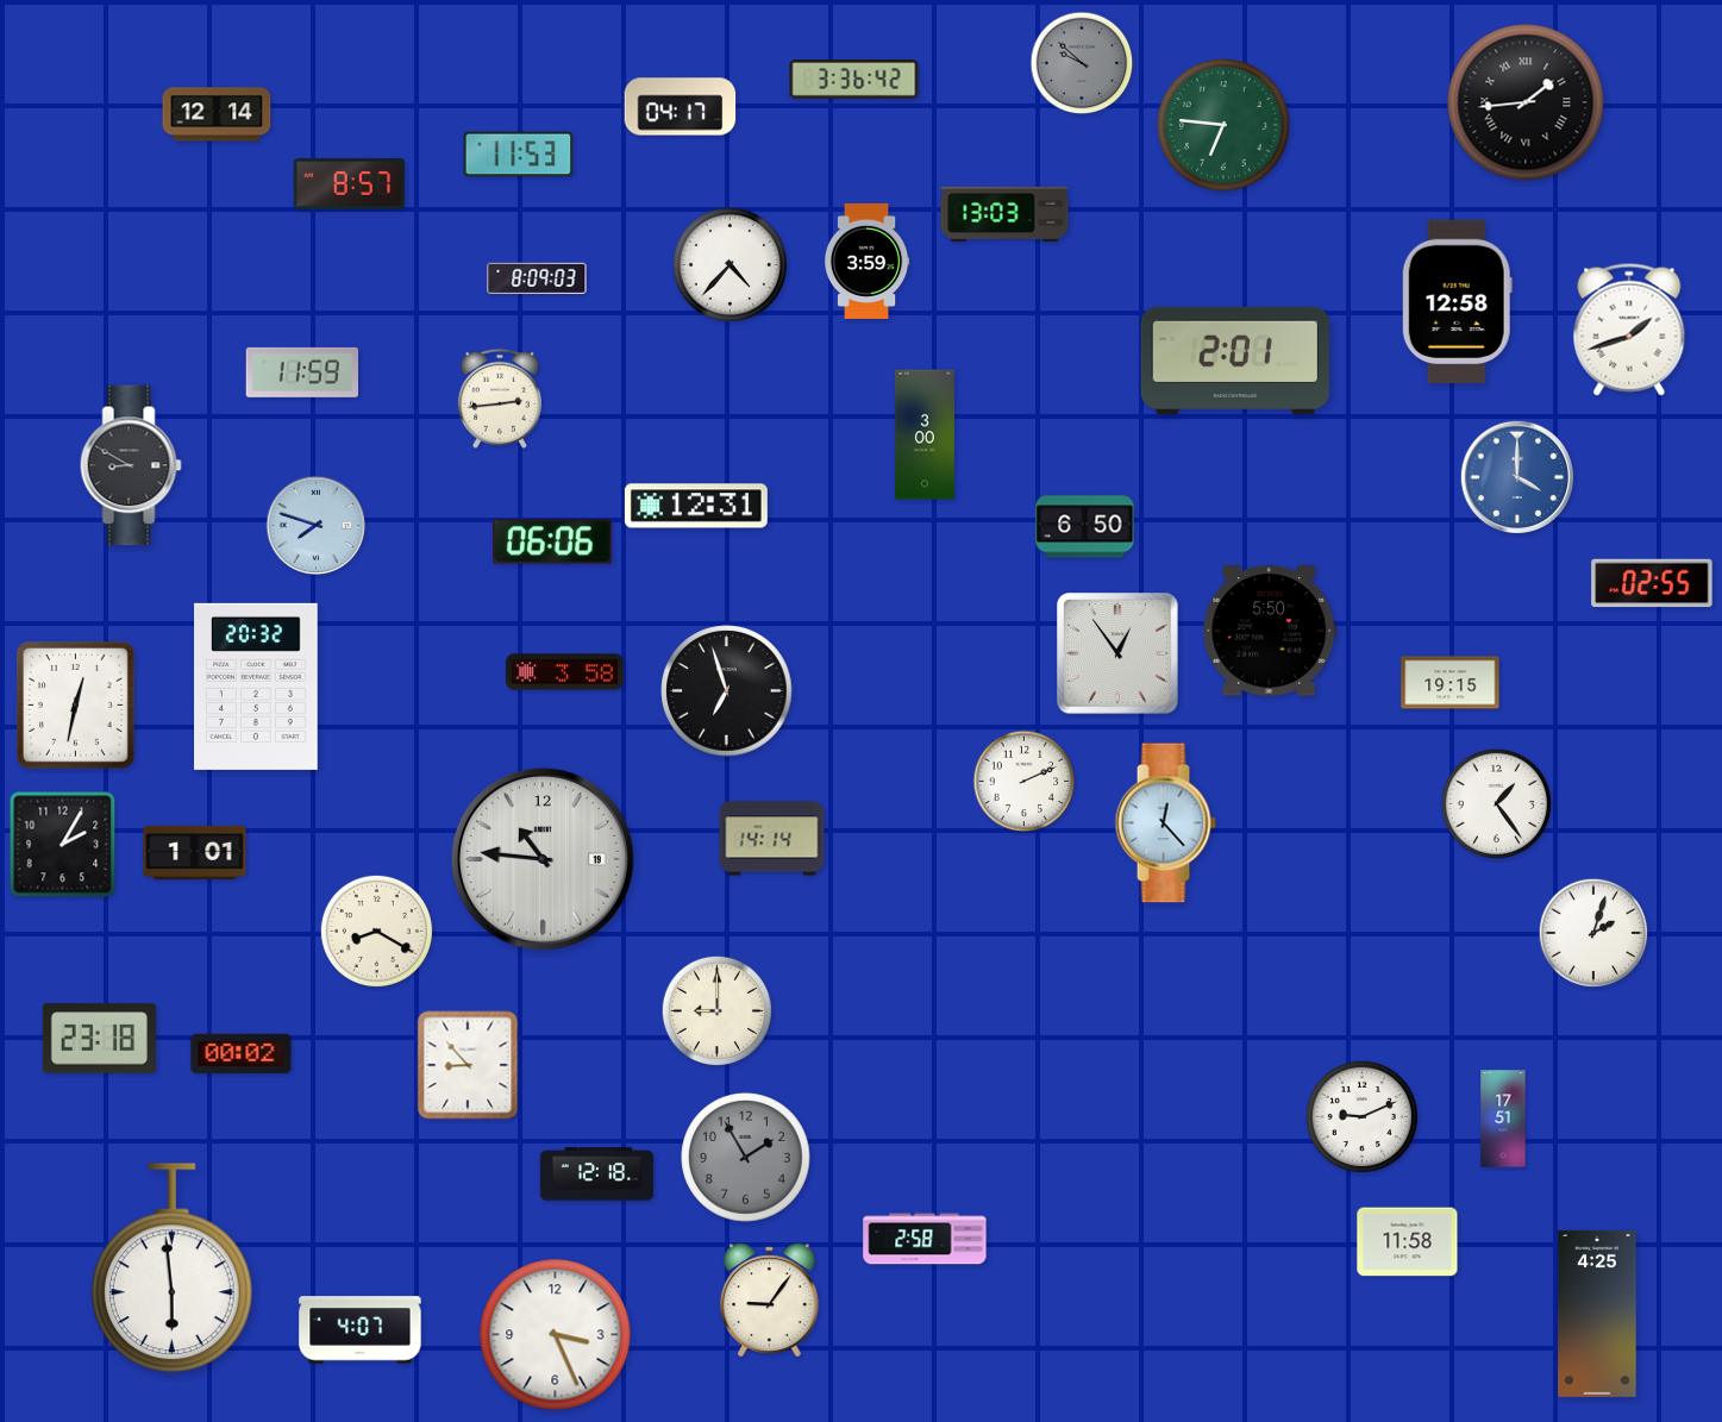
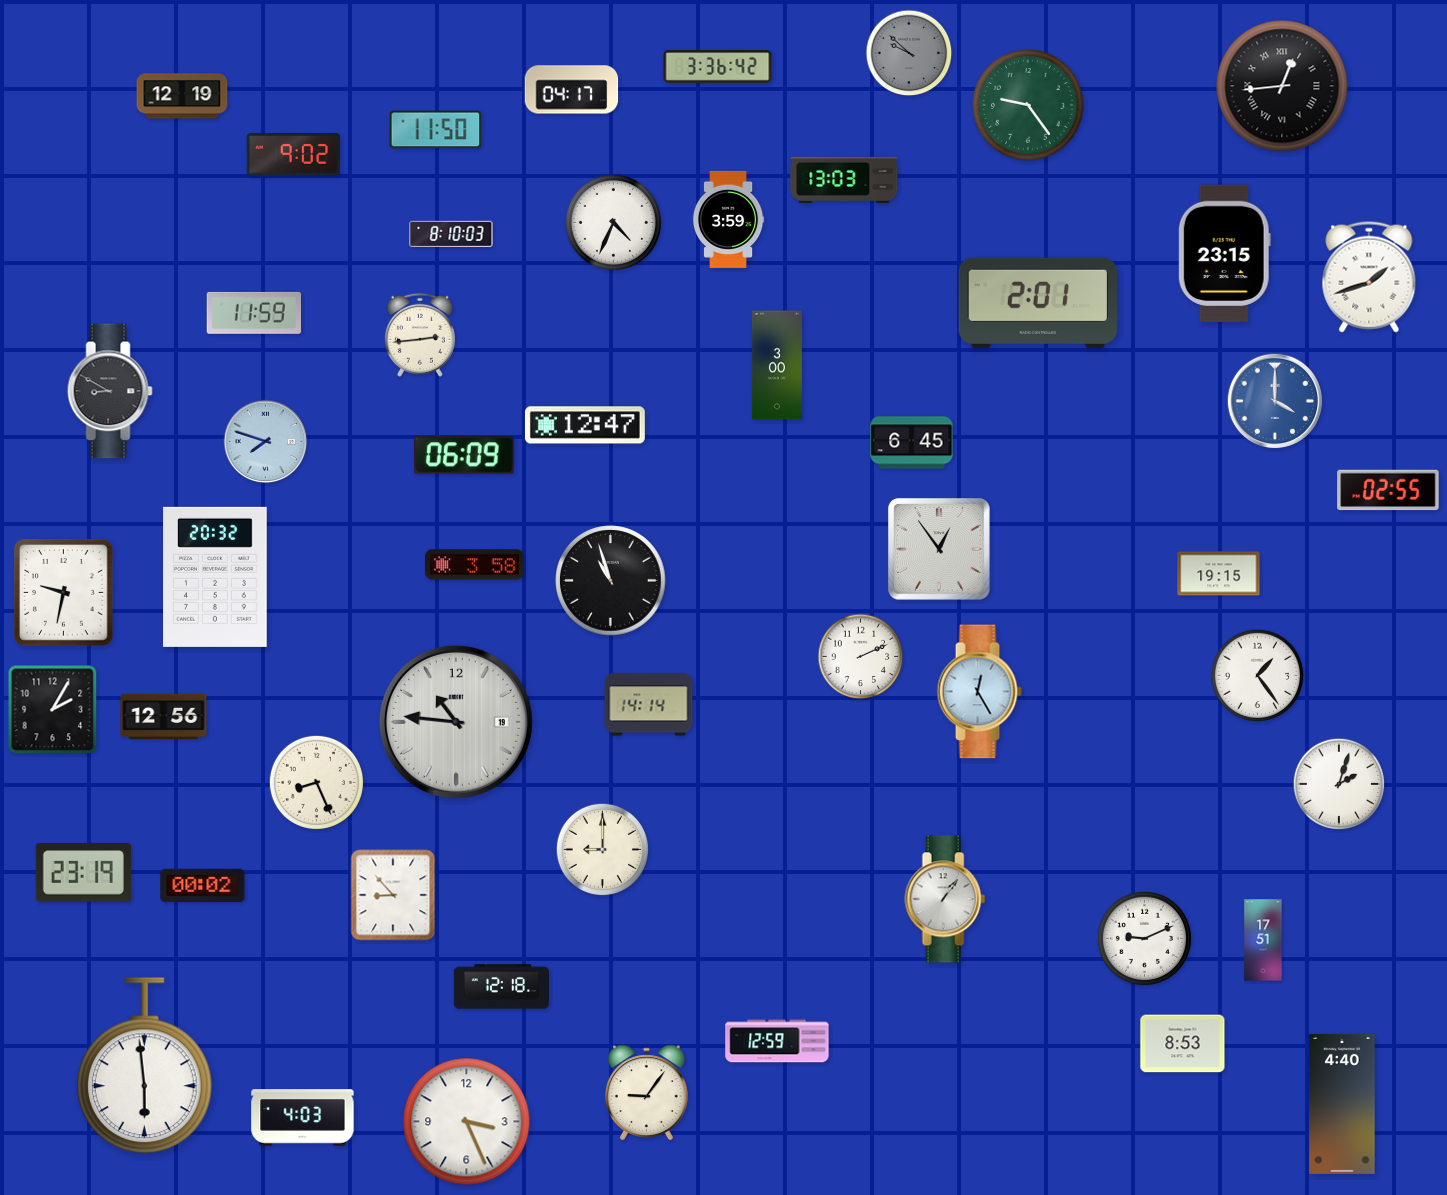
clock at (1526, 102): 1:44 -> 12:44
clock at (217, 114): 12:14 -> 12:19
clock at (1223, 125): 6:46 -> 9:24
clock at (519, 155): 11:53 -> 11:50
clock at (350, 184): 8:57 -> 9:02
clock at (729, 264): 4:37 -> 4:34
clock at (537, 278): 8:09 -> 8:10
clock at (1457, 301): 12:58 -> 23:15
clock at (696, 506): 12:31 -> 12:47
clock at (1085, 527): 6:50 -> 6:45
clock at (552, 541): 06:06 -> 06:09
clock at (1270, 631): 5:50 -> none
clock at (727, 691): 6:57 -> 10:57
clock at (76, 706): 12:32 -> 9:32
clock at (1165, 823): 12:23 -> 12:25
clock at (195, 852): 1:01 -> 12:56
clock at (376, 931): 8:20 -> 8:26
clock at (99, 1039): 23:18 -> 23:19
clock at (945, 899): none -> 1:06
clock at (746, 1158): 1:55 -> none
clock at (925, 1239): 2:58 -> 12:59
clock at (1408, 1242): 11:58 -> 8:53
clock at (1597, 1314): 4:25 -> 4:40
clock at (361, 1330): 4:07 -> 4:03
